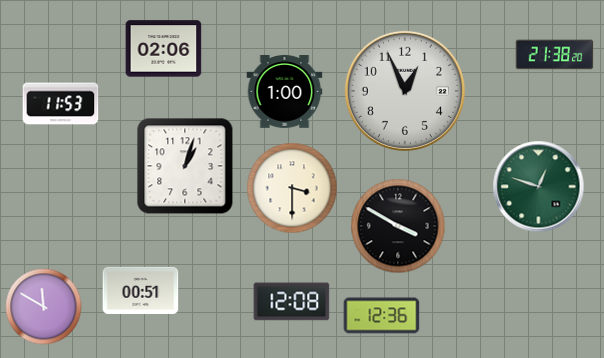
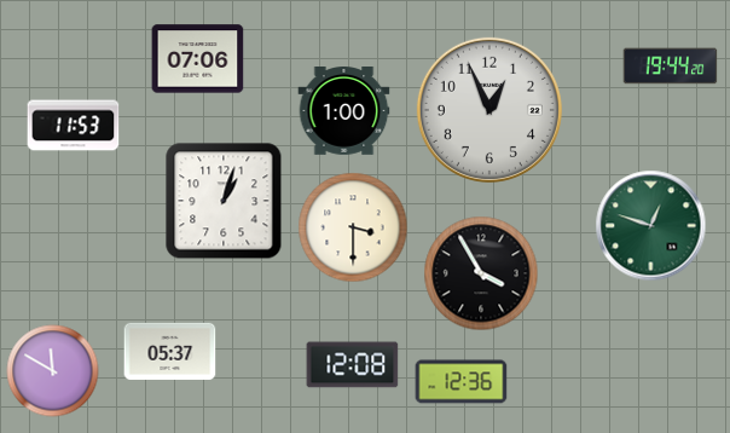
clock at (164, 49): 02:06 -> 07:06
clock at (555, 55): 21:38 -> 19:44
clock at (398, 226): 3:50 -> 3:55
clock at (141, 290): 00:51 -> 05:37
